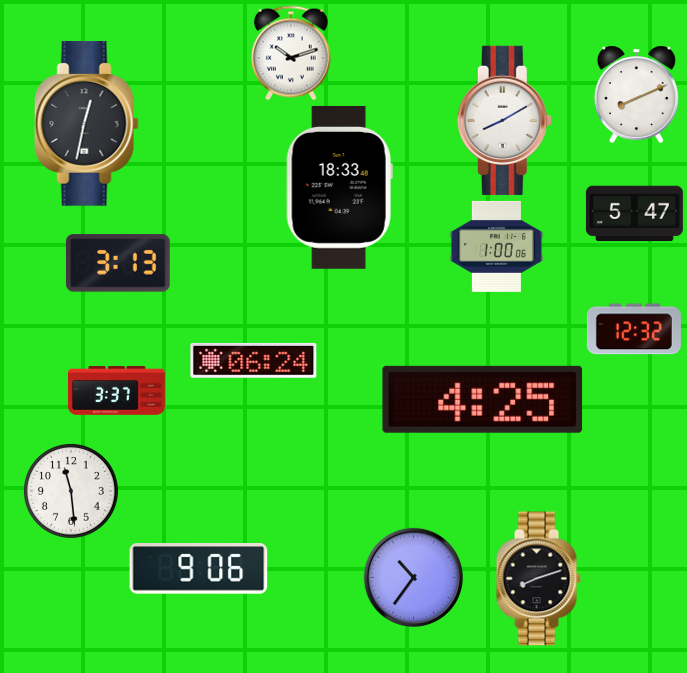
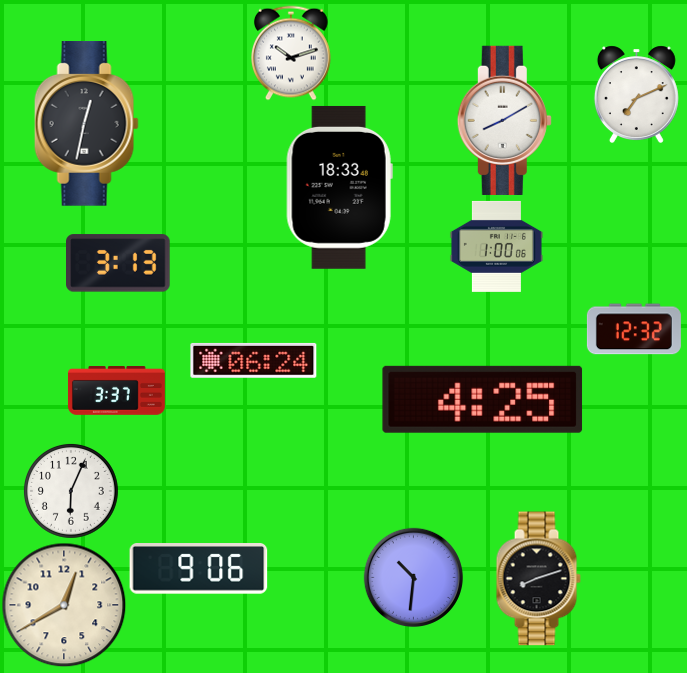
clock at (636, 94): 8:11 -> 7:11
clock at (634, 214): 5:47 -> none
clock at (71, 491): 11:29 -> 6:04
clock at (413, 577): 10:36 -> 10:31
clock at (64, 605): none -> 12:40
